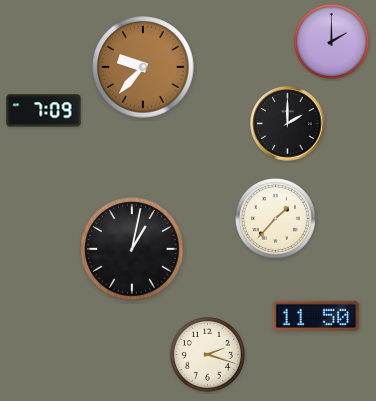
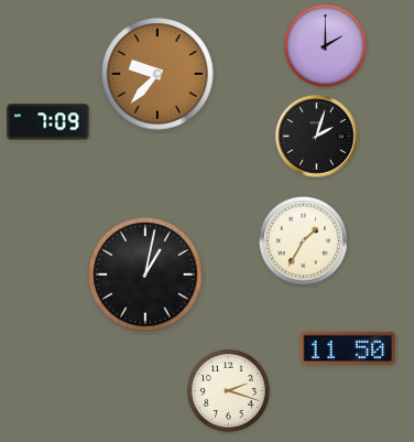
clock at (331, 41) position: (331, 41) -> (325, 45)
clock at (288, 124): 2:00 -> 2:03
clock at (275, 218): 1:37 -> 1:35
